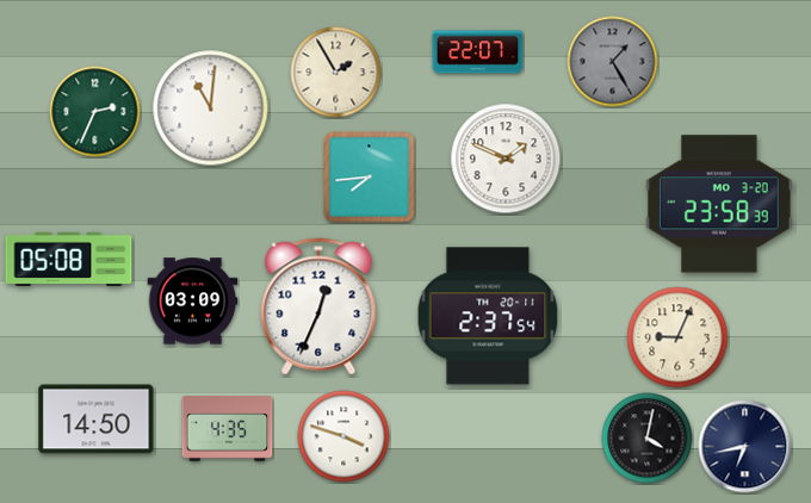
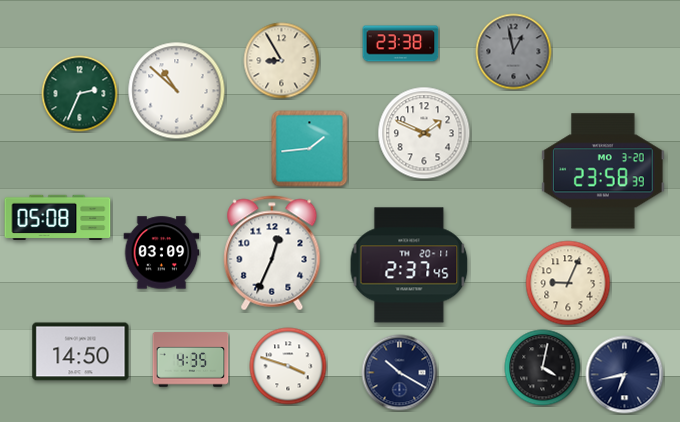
clock at (478, 52): 22:07 -> 23:38
clock at (613, 62): 1:25 -> 12:58
clock at (336, 73): 1:55 -> 8:55
clock at (211, 108): 11:01 -> 10:52
clock at (370, 178): 7:44 -> 1:44
clock at (318, 306) position: (318, 306) -> (272, 253)
clock at (488, 316): 2:37:54 -> 2:37:45
clock at (400, 373): none -> 10:20
